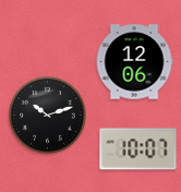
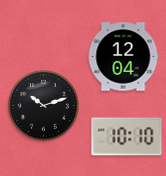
clock at (134, 62): 12:06 -> 12:04
clock at (138, 149): 10:07 -> 10:10
